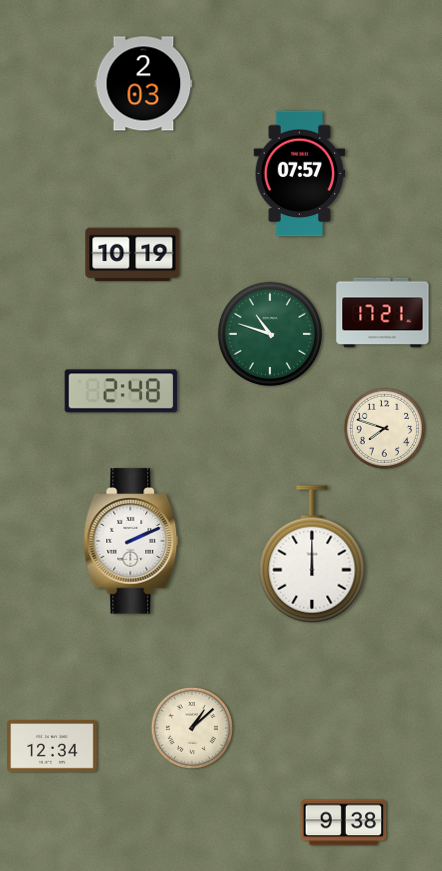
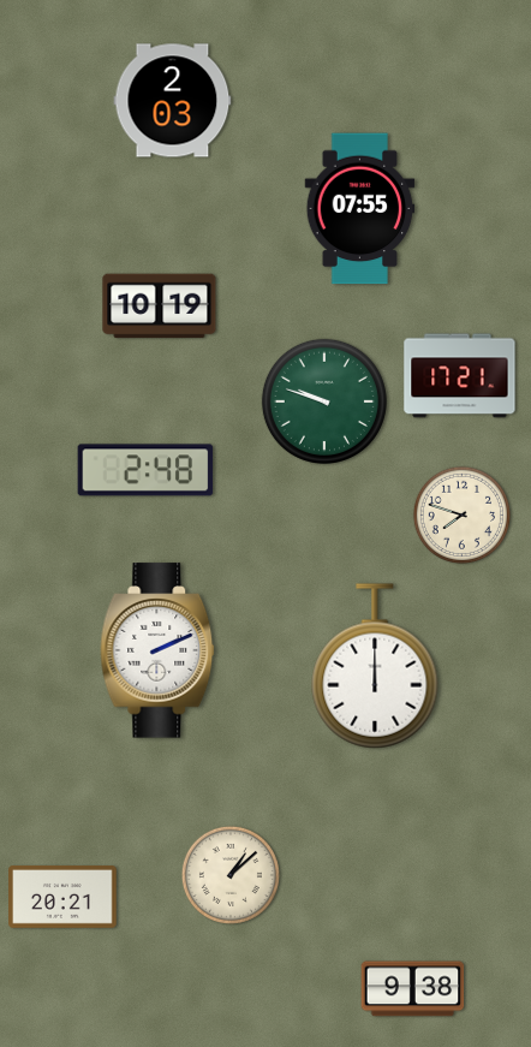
clock at (300, 174): 07:57 -> 07:55
clock at (270, 334): 10:48 -> 9:48
clock at (52, 747): 12:34 -> 20:21
